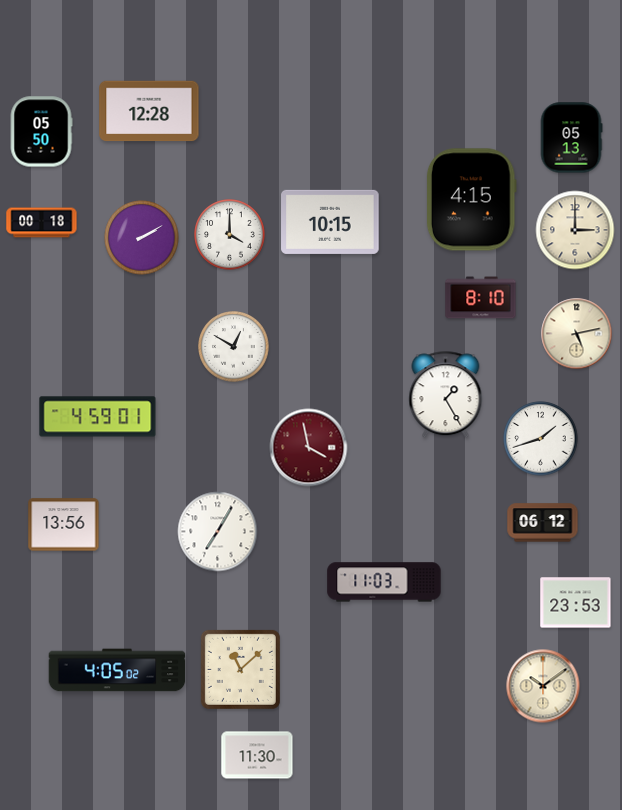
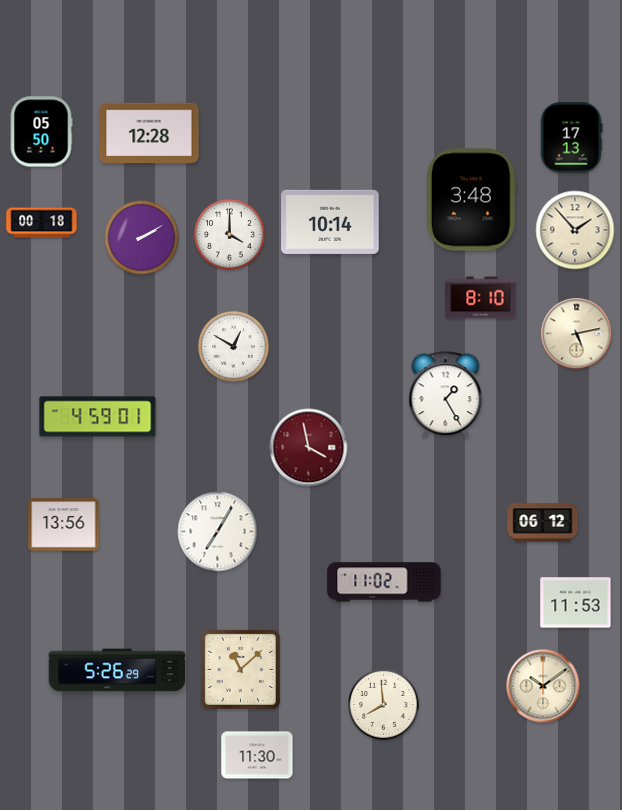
clock at (149, 111) position: (149, 111) -> (149, 133)
clock at (571, 138): 05:13 -> 17:13
clock at (471, 200): 4:15 -> 3:48
clock at (330, 222): 10:15 -> 10:14
clock at (575, 230): 3:00 -> 1:53
clock at (541, 439): 1:42 -> none
clock at (384, 582): 11:03 -> 11:02
clock at (576, 603): 23:53 -> 11:53
clock at (117, 670): 4:05 -> 5:26
clock at (384, 705): none -> 7:59
